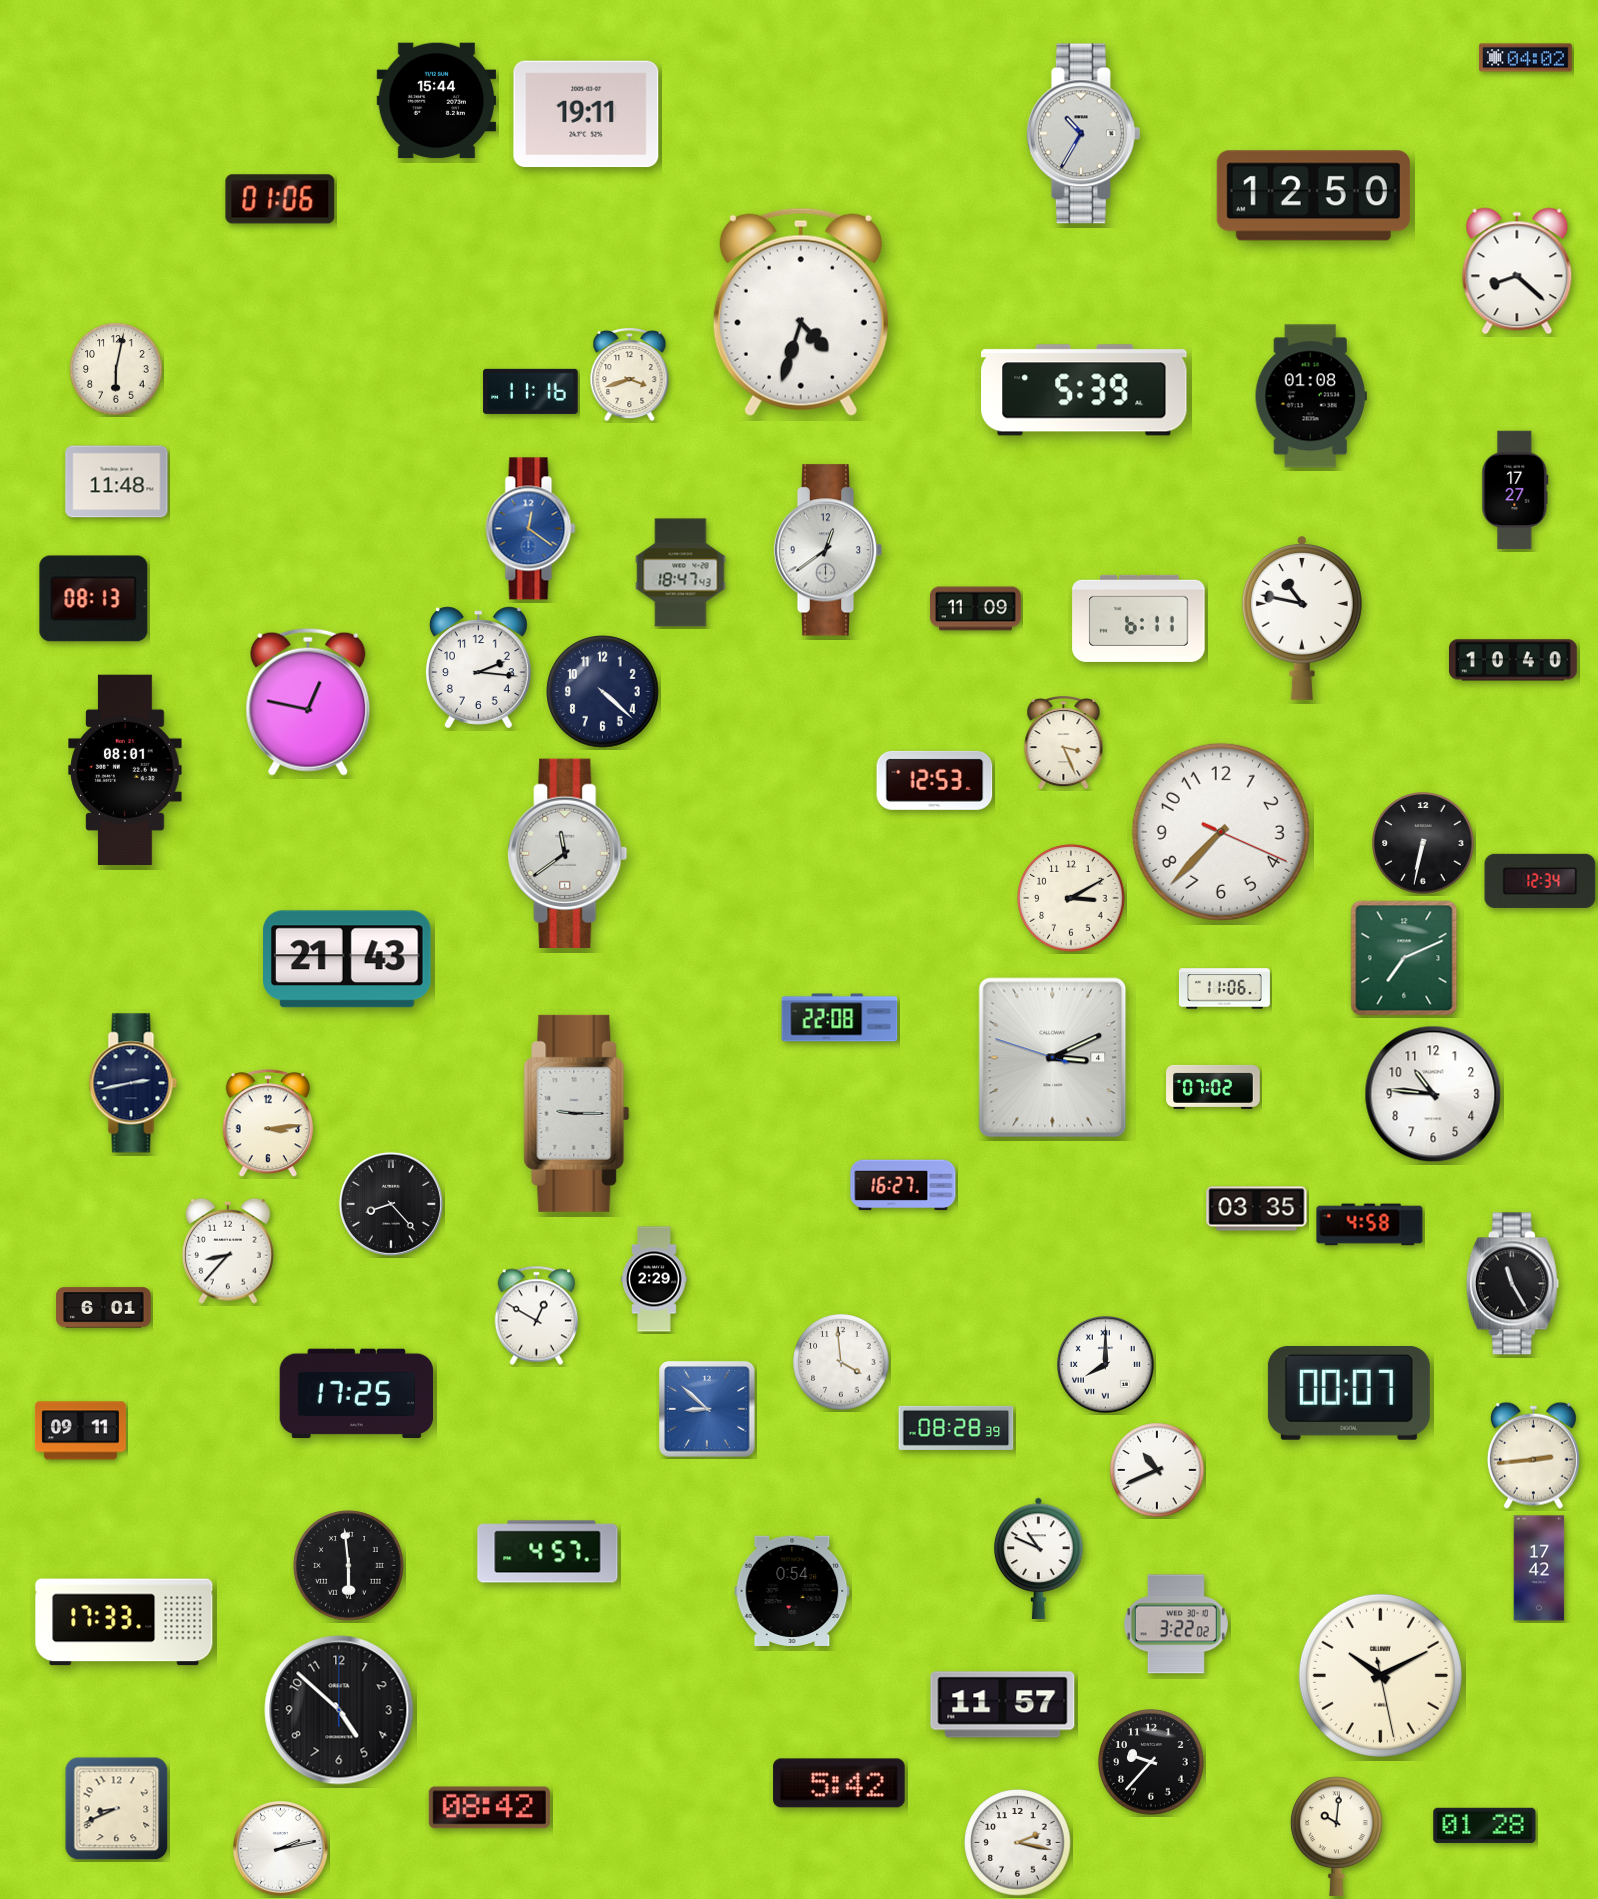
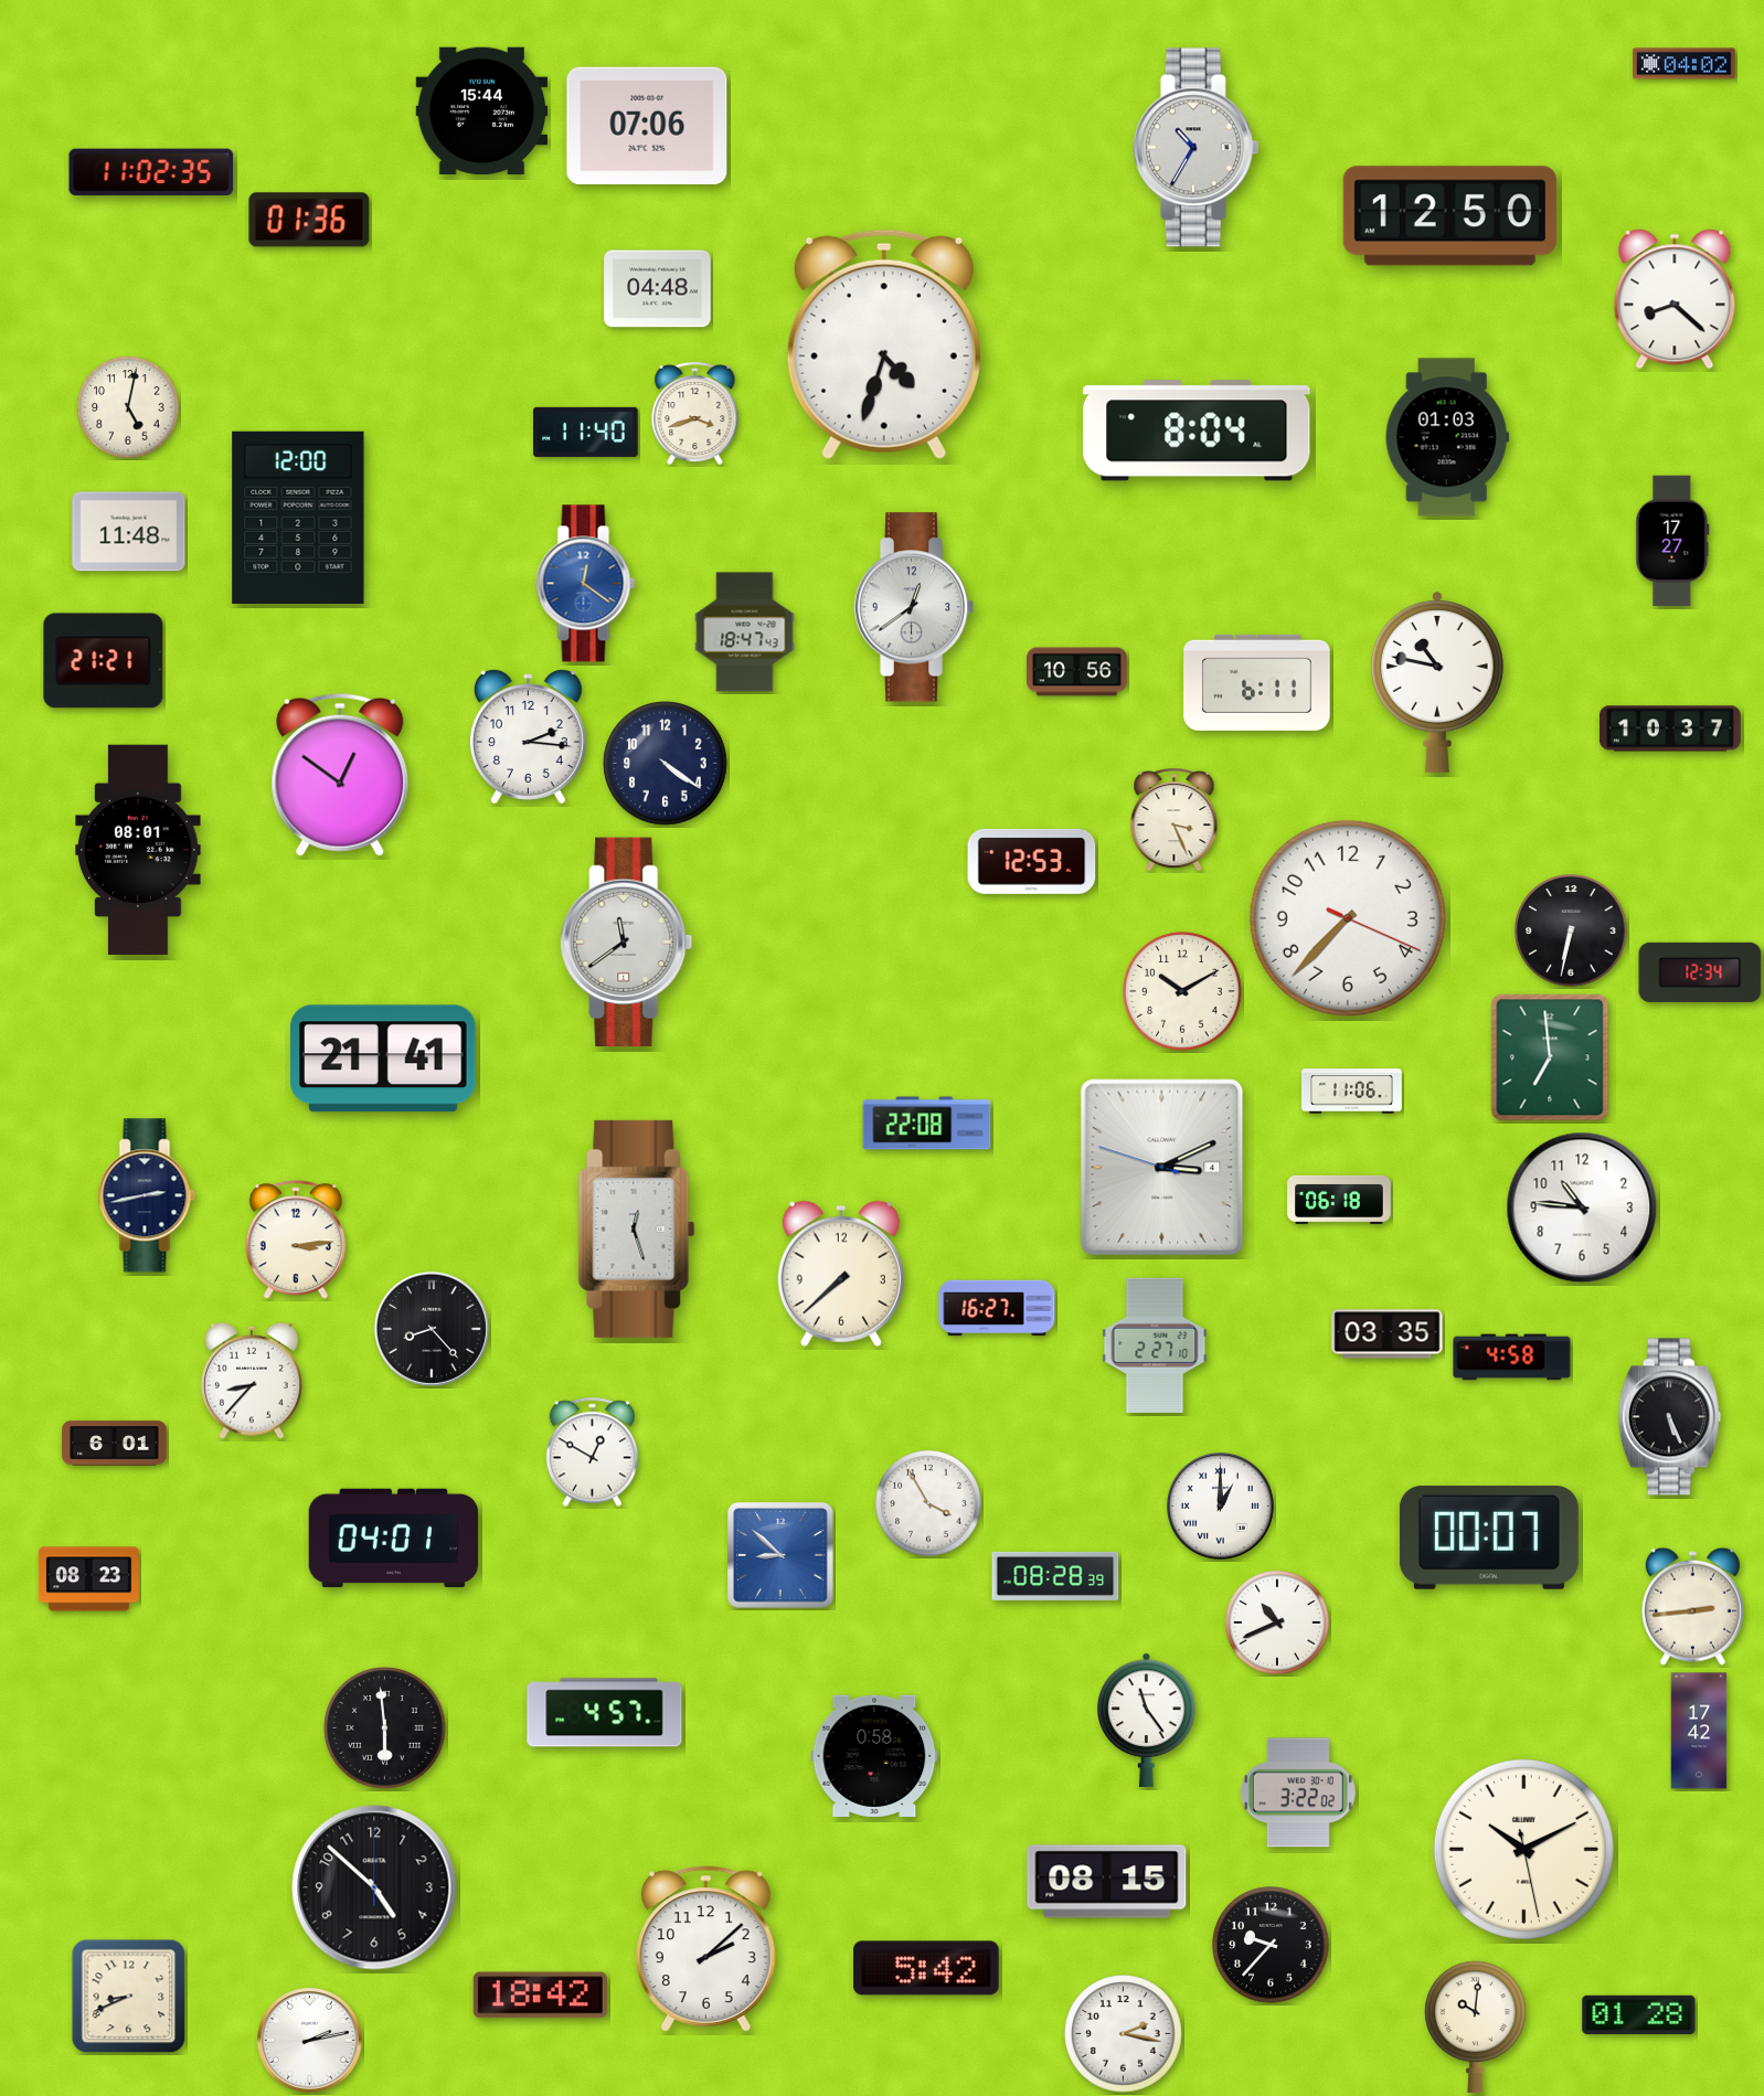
clock at (586, 114): 19:11 -> 07:06
clock at (151, 172): none -> 11:02
clock at (280, 199): 01:06 -> 01:36
clock at (658, 289): none -> 04:48
clock at (116, 369): 6:02 -> 5:02
clock at (1084, 390): 5:39 -> 8:04
clock at (531, 391): 11:16 -> 11:40
clock at (1311, 396): 01:08 -> 01:03
clock at (298, 518): none -> 12:00
clock at (681, 573) position: (681, 573) -> (745, 632)
clock at (94, 599): 08:13 -> 21:21
clock at (975, 609): 11:09 -> 10:56
clock at (1513, 660): 10:40 -> 10:37
clock at (603, 692): 4:22 -> 4:21
clock at (308, 702): 12:47 -> 12:51
clock at (1071, 898): 3:10 -> 10:10
clock at (1404, 958): 7:11 -> 6:59
clock at (348, 959): 21:43 -> 21:41
clock at (1213, 1087): 07:02 -> 06:18
clock at (577, 1113): 9:15 -> 12:27
clock at (841, 1274): none -> 7:38
clock at (1155, 1345): none -> 2:27
clock at (1370, 1225) position: (1370, 1225) -> (1512, 1358)
clock at (654, 1279): 2:29 -> none
clock at (1512, 1284): 11:25 -> 5:26
clock at (841, 1362): 3:59 -> 3:55
clock at (1106, 1365): 8:00 -> 1:00
clock at (357, 1394): 17:25 -> 04:01
clock at (80, 1431): 09:11 -> 08:23
clock at (1039, 1558): 10:49 -> 11:24
clock at (792, 1591): 0:54 -> 0:58
clock at (124, 1622): 17:33 -> none
clock at (1003, 1705): 11:57 -> 08:15
clock at (705, 1949): none -> 2:08
clock at (489, 1808): 08:42 -> 18:42
